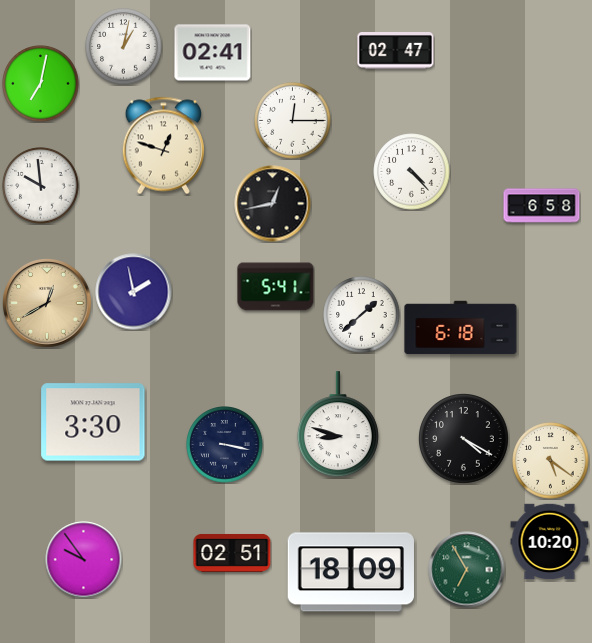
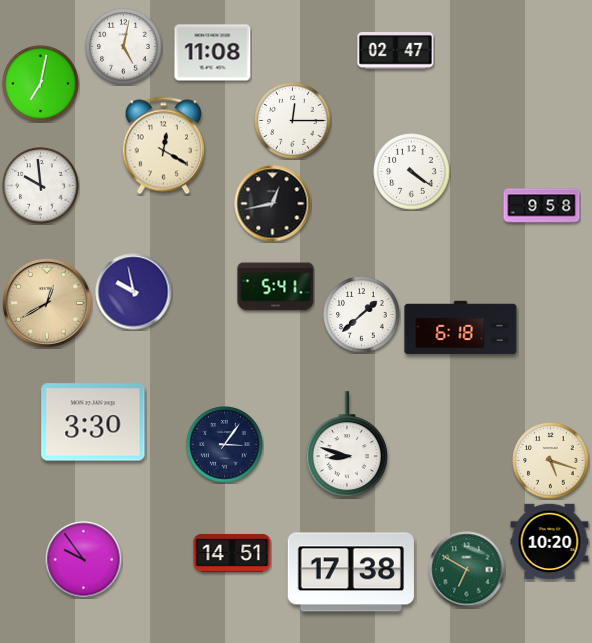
clock at (124, 47): 1:02 -> 5:02
clock at (213, 53): 02:41 -> 11:08
clock at (163, 146): 12:48 -> 12:20
clock at (412, 172): 4:23 -> 4:21
clock at (542, 206): 6:58 -> 9:58
clock at (134, 292): 1:58 -> 9:58
clock at (338, 425) position: (338, 425) -> (347, 445)
clock at (464, 439): 4:20 -> none
clock at (225, 445): 3:17 -> 3:06
clock at (551, 461): 5:21 -> 5:18
clock at (232, 553): 02:51 -> 14:51
clock at (467, 570): 6:55 -> 6:50
clock at (351, 572): 18:09 -> 17:38
